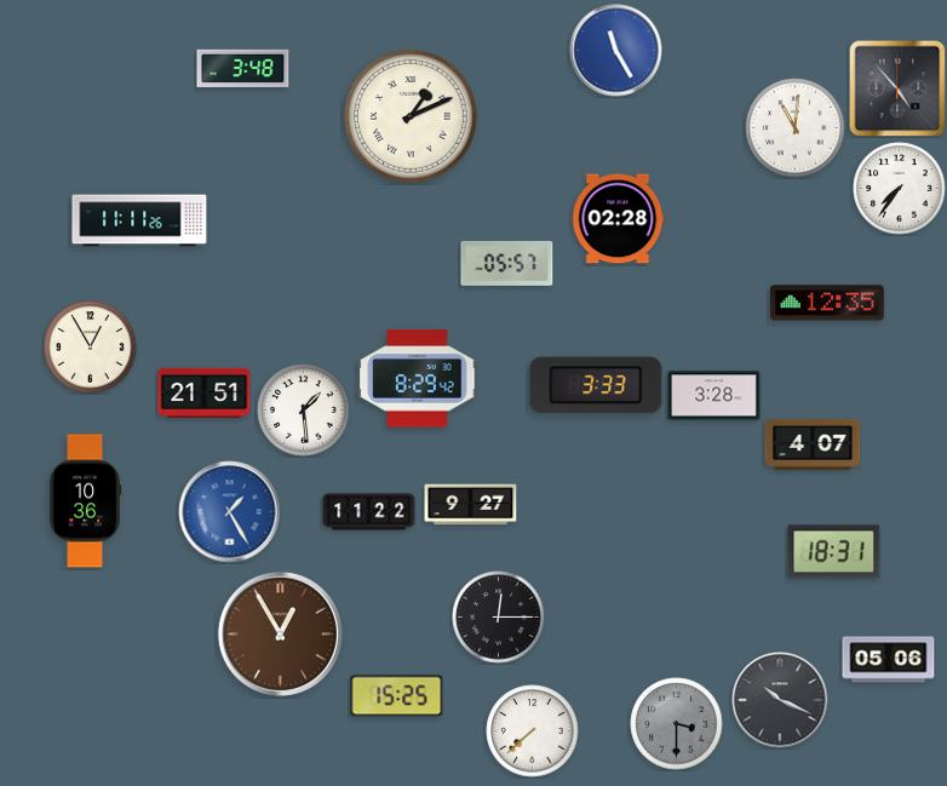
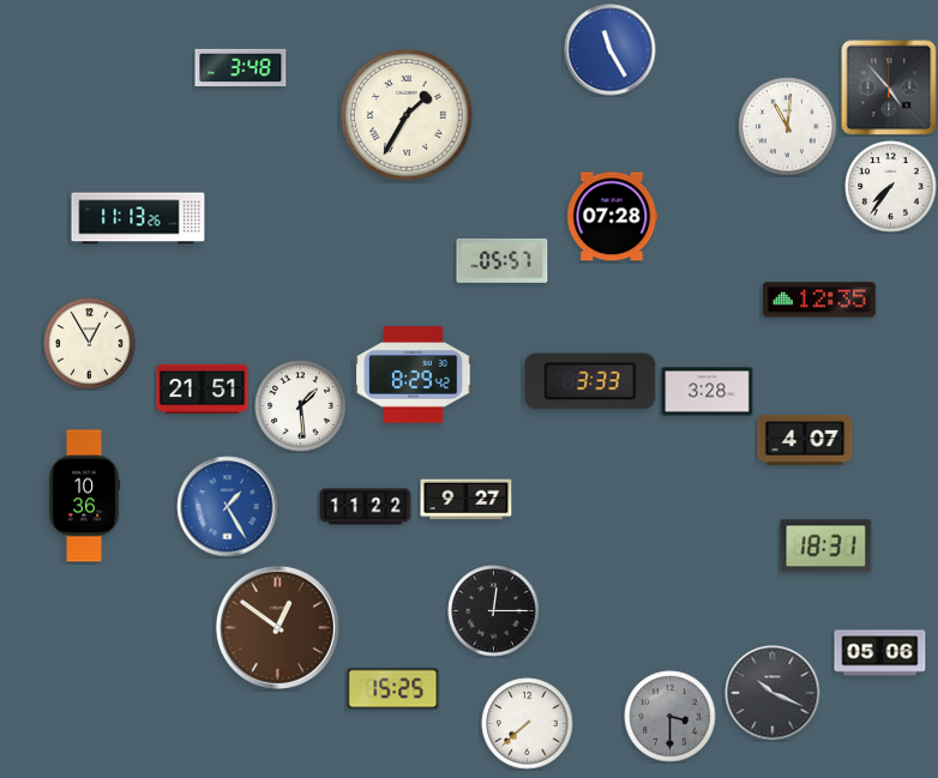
clock at (412, 117): 1:11 -> 1:35
clock at (619, 219): 02:28 -> 07:28
clock at (139, 220): 11:11 -> 11:13
clock at (280, 633): 12:55 -> 12:51
